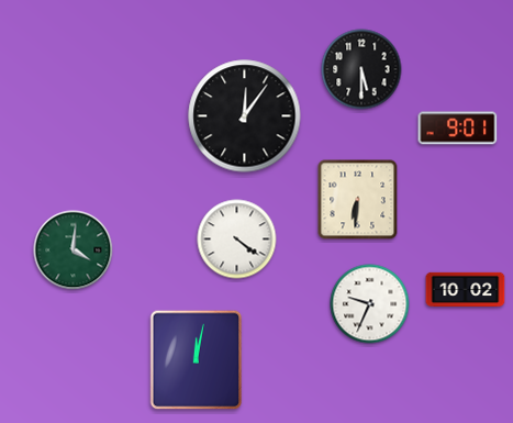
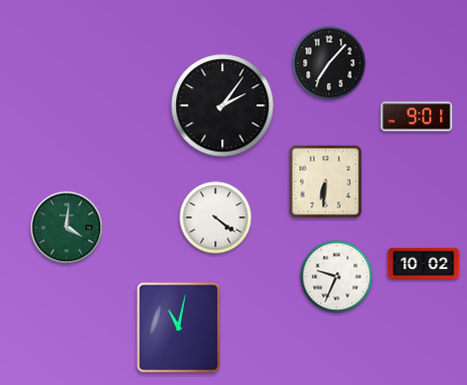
clock at (361, 69): 5:30 -> 7:07
clock at (245, 116): 12:06 -> 2:06
clock at (197, 360): 12:02 -> 11:02
